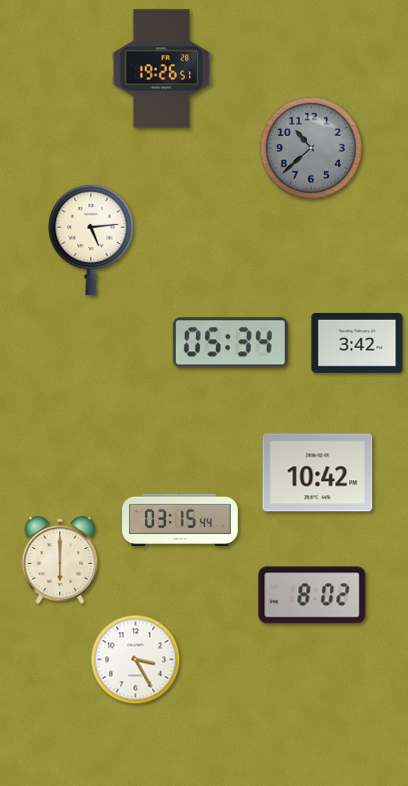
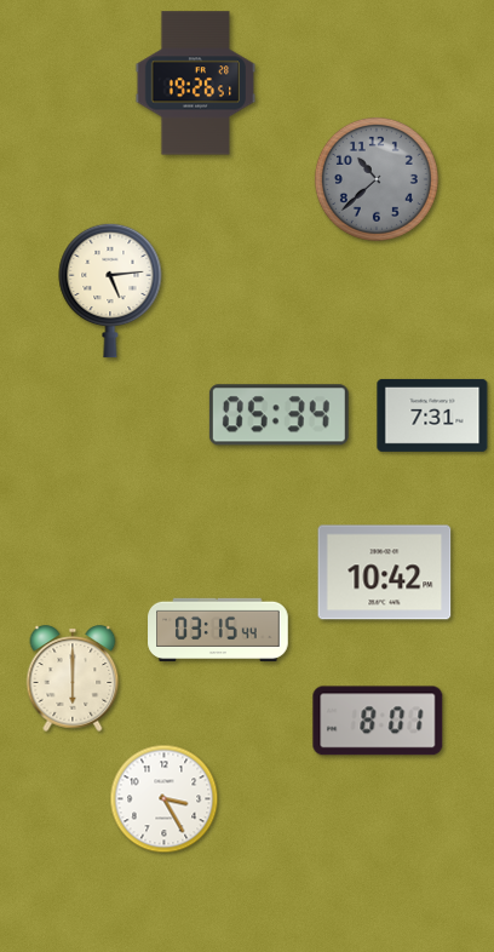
clock at (357, 343): 3:42 -> 7:31
clock at (312, 595): 8:02 -> 8:01
